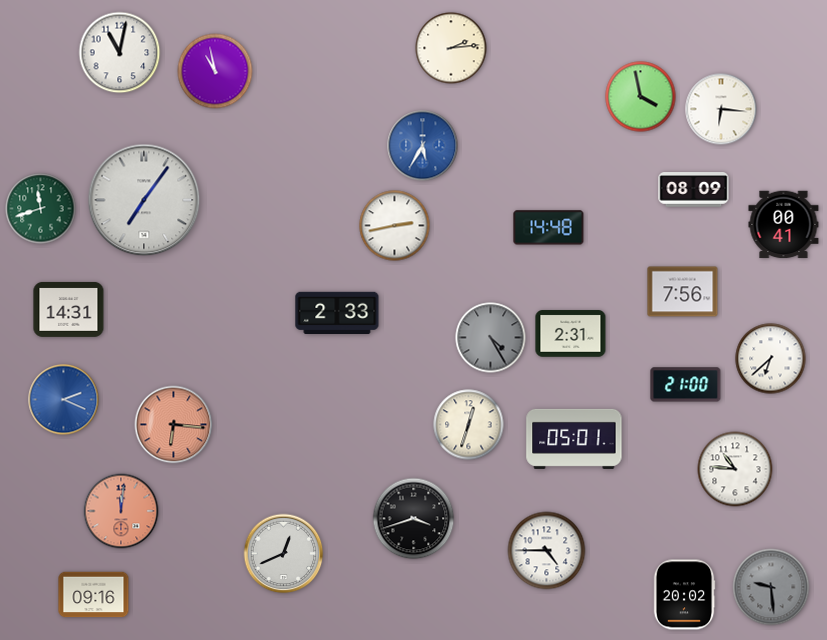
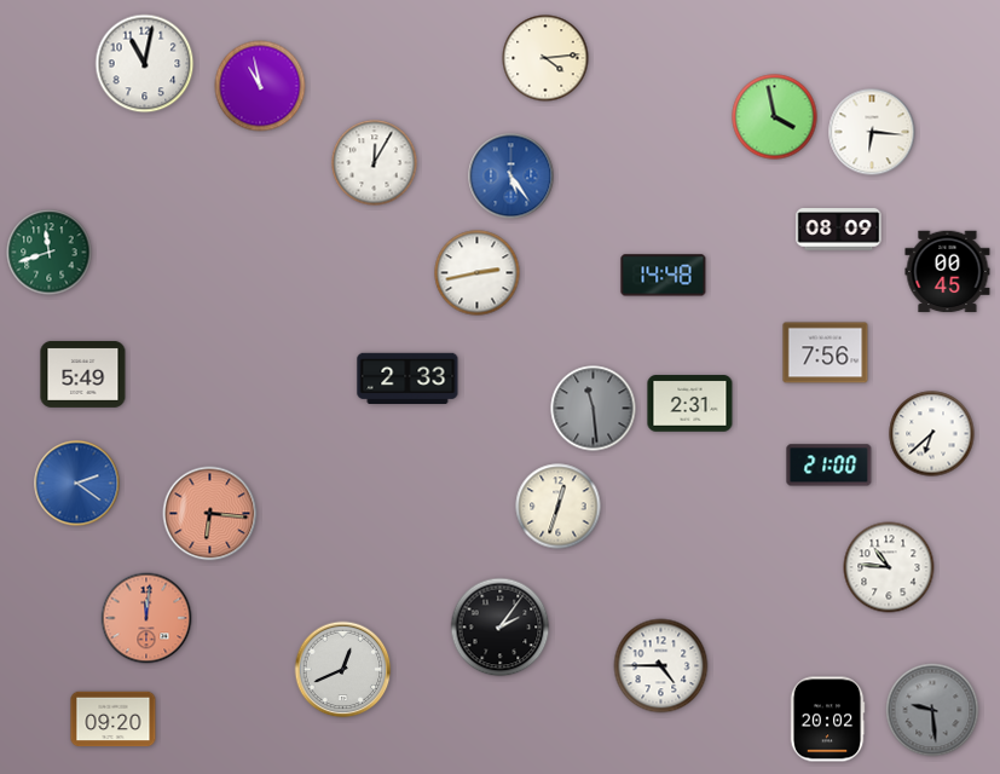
clock at (451, 48): 2:14 -> 4:14
clock at (375, 163): none -> 12:05
clock at (423, 146): 5:35 -> 5:24
clock at (144, 200): 7:06 -> none
clock at (784, 225): 00:41 -> 00:45
clock at (69, 309): 14:31 -> 5:49
clock at (491, 338): 4:25 -> 11:29
clock at (64, 400): 2:19 -> 2:21
clock at (469, 425) position: (469, 425) -> (559, 507)
clock at (574, 439): 05:01 -> none
clock at (414, 519): 3:42 -> 2:06
clock at (94, 595): 09:16 -> 09:20
